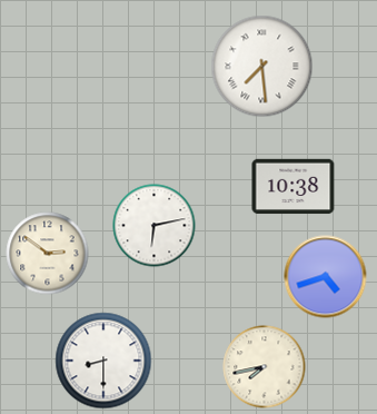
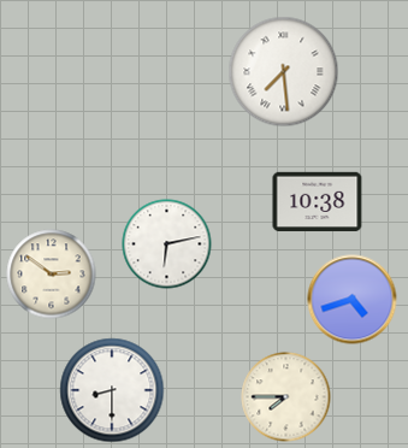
clock at (265, 367): 7:43 -> 7:45
